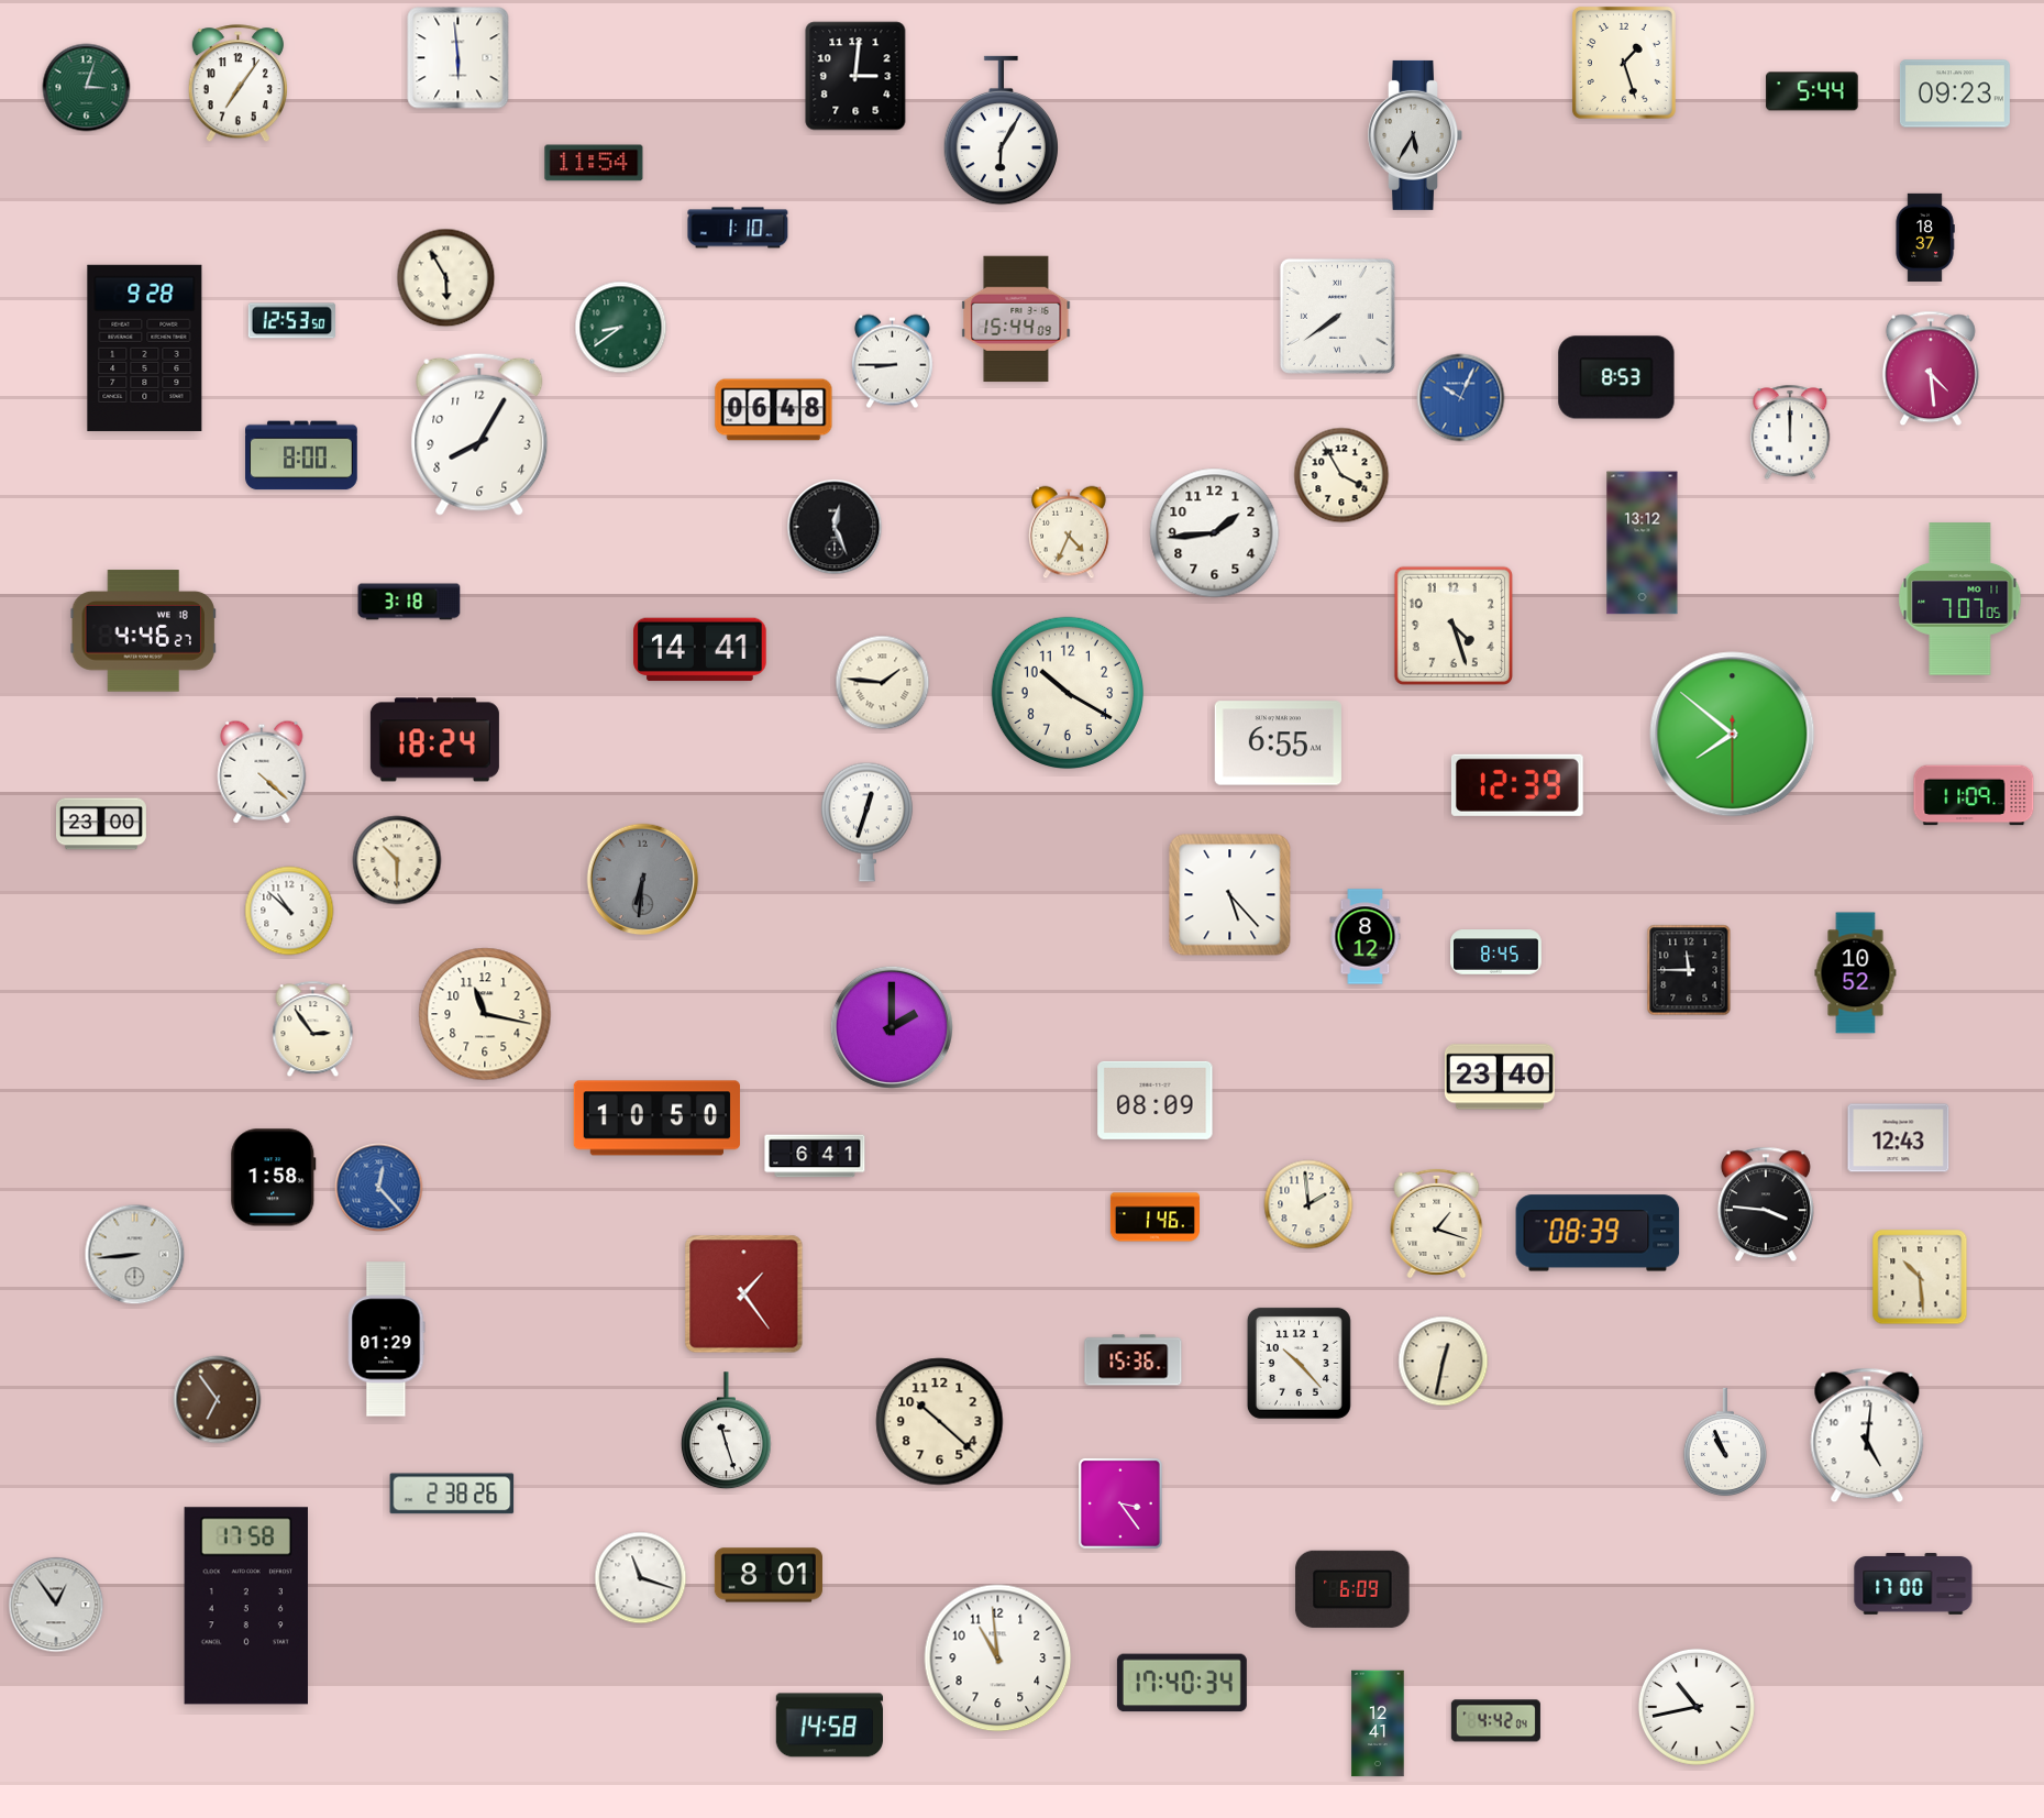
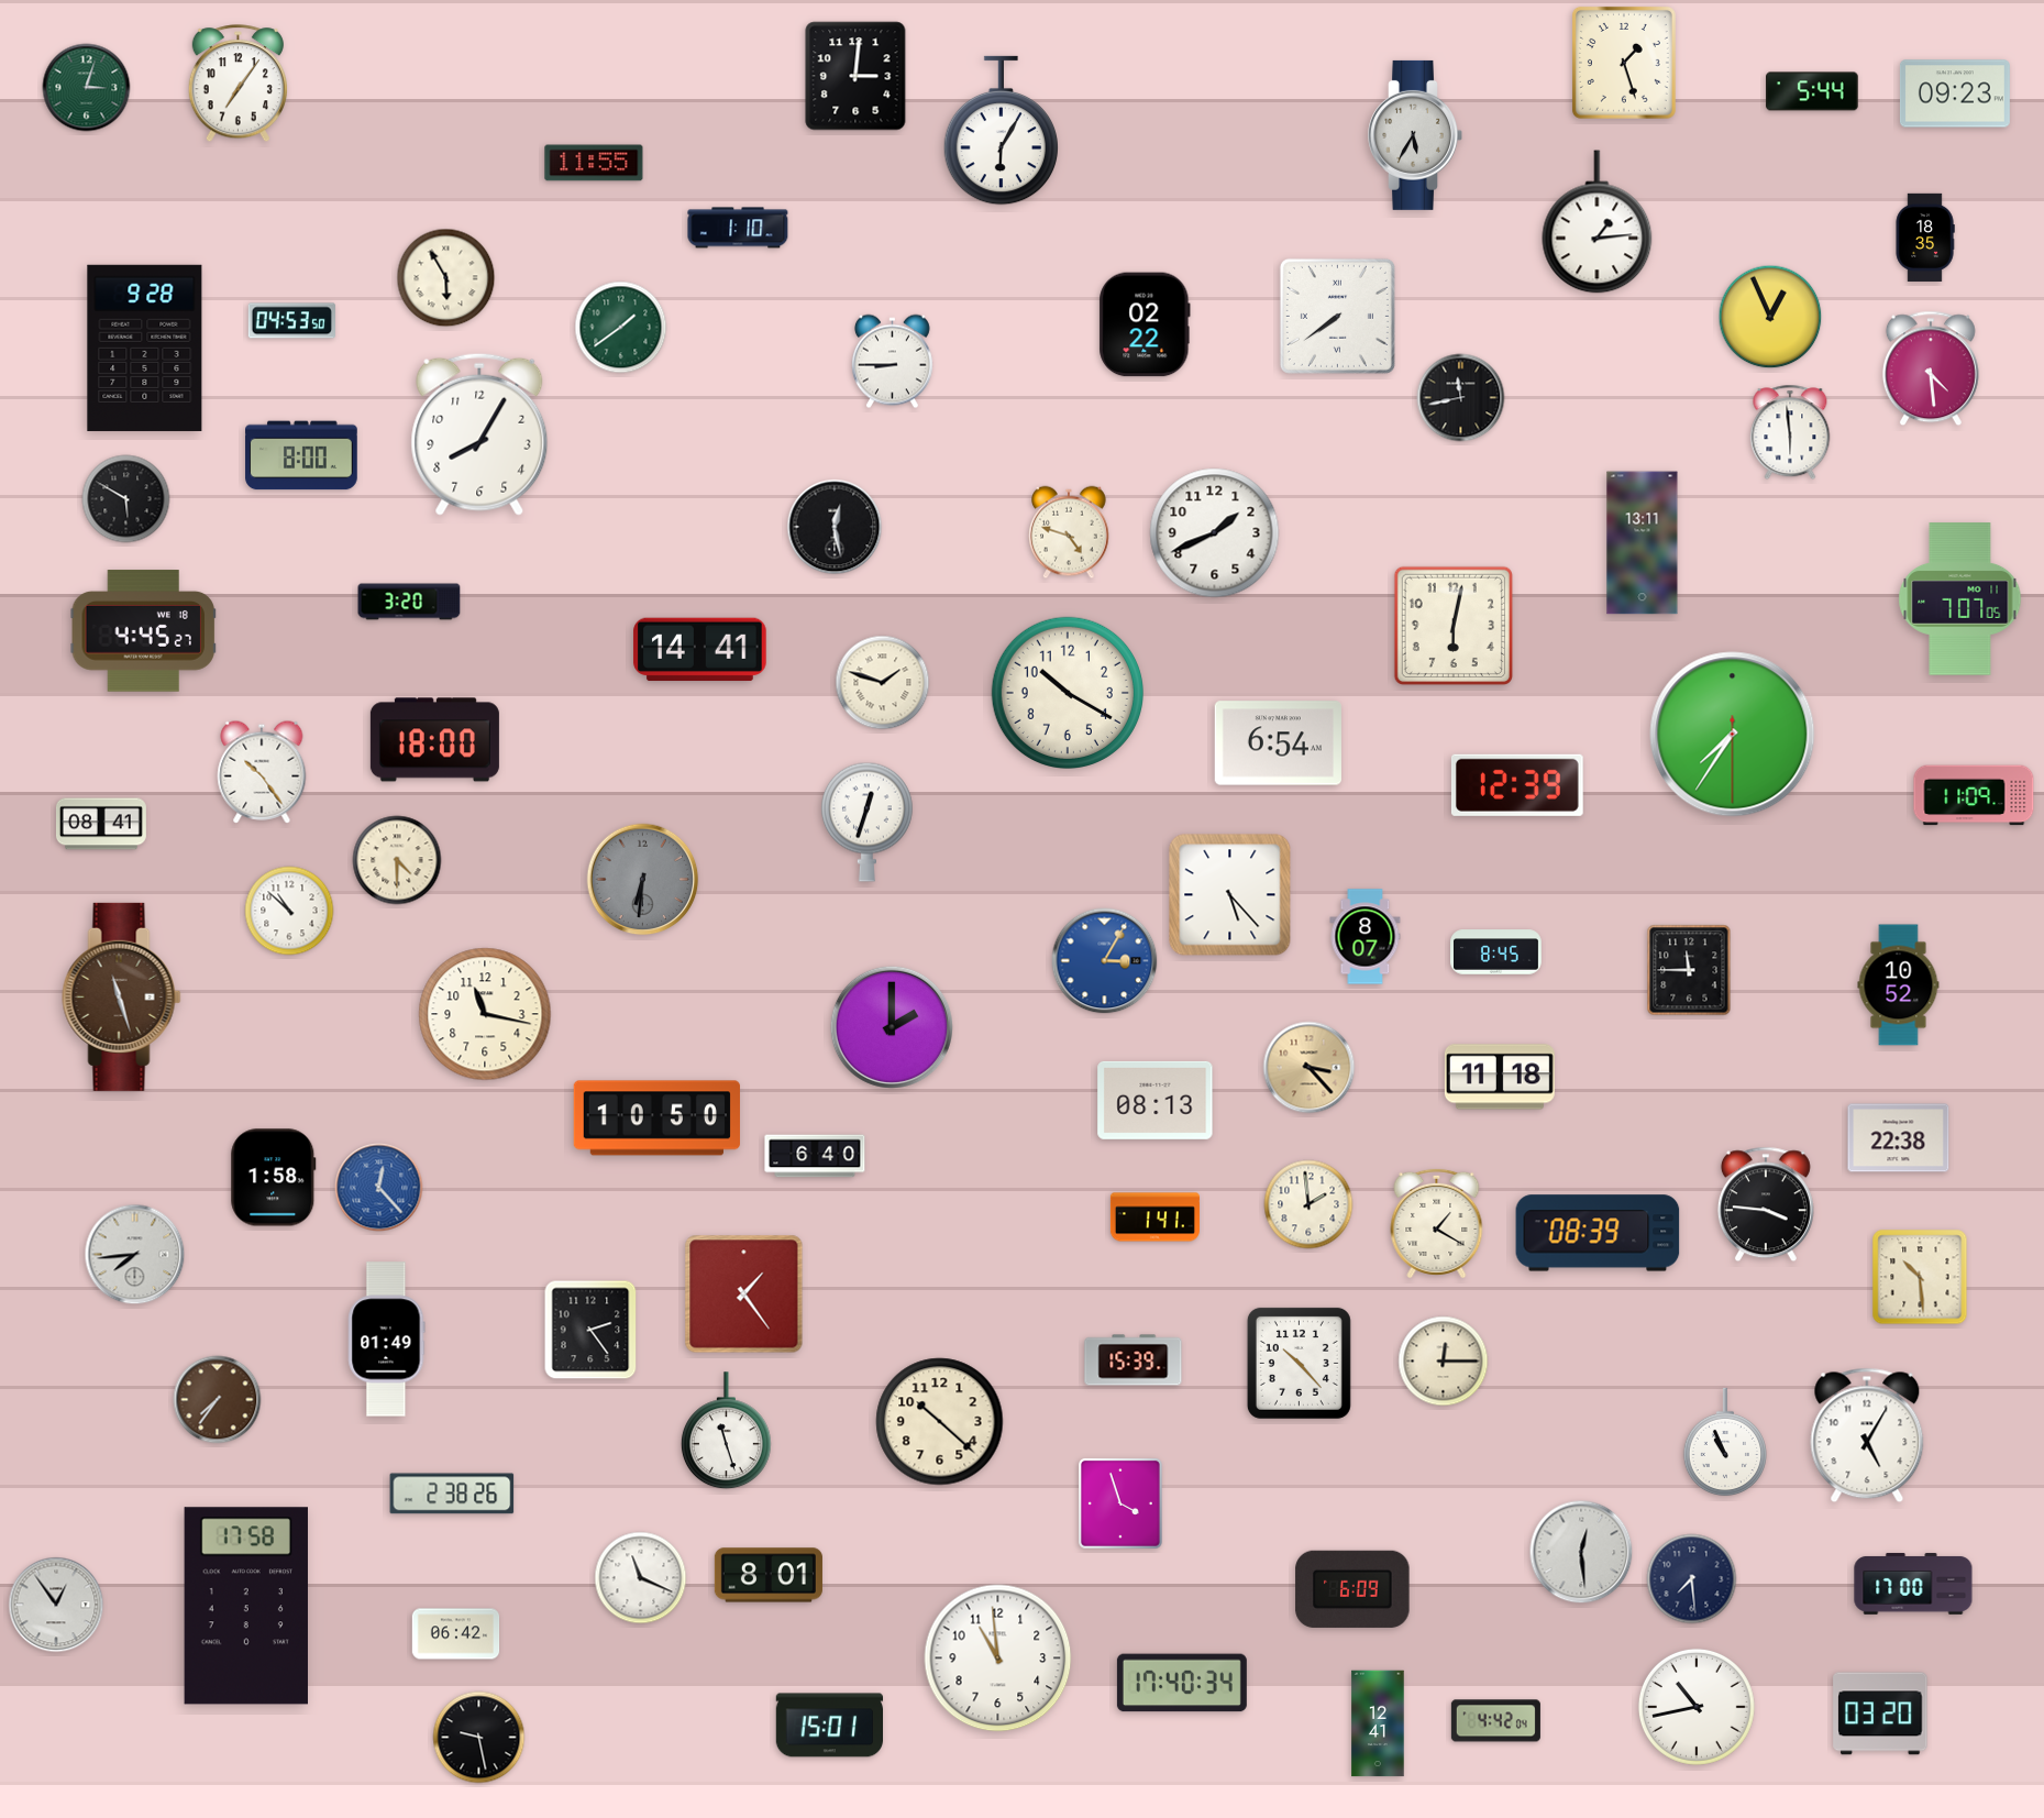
clock at (458, 58): 5:59 -> none
clock at (594, 163): 11:54 -> 11:55
clock at (1598, 222): none -> 1:14
clock at (1925, 238): 18:37 -> 18:35
clock at (1770, 317): none -> 12:56
clock at (1016, 319): 15:44 -> none
clock at (291, 321): 12:53 -> 04:53
clock at (1145, 324): none -> 02:22
clock at (621, 328): 8:39 -> 1:39
clock at (1616, 377): 8:53 -> none
clock at (1461, 398): 10:04 -> 11:43
clock at (1461, 398) dial: blue -> black
clock at (774, 410): 06:48 -> none
clock at (1790, 432): 12:00 -> 5:59
clock at (1341, 475): 3:55 -> none
clock at (126, 499): none -> 5:50
clock at (835, 527): 12:26 -> 12:28
clock at (1069, 532): 4:34 -> 4:48
clock at (1215, 533): 1:44 -> 1:41
clock at (1643, 543): 13:12 -> 13:11
clock at (409, 602): 3:18 -> 3:20
clock at (1454, 626): 4:27 -> 6:02
clock at (143, 631): 4:46 -> 4:45
clock at (883, 683): 1:46 -> 1:48
clock at (1733, 735): 7:51 -> 7:35
clock at (434, 740): 18:24 -> 18:00
clock at (1278, 743): 6:55 -> 6:54
clock at (262, 772): 4:22 -> 10:24
clock at (101, 824): 23:00 -> 08:41
clock at (397, 860): 10:30 -> 4:30
clock at (1366, 937): 8:12 -> 8:07
clock at (1105, 961): none -> 3:05
clock at (1856, 973) position: (1856, 973) -> (1899, 985)
clock at (122, 996): none -> 11:27
clock at (313, 1029): 2:54 -> none
clock at (1310, 1068): none -> 3:23
clock at (1500, 1077): 23:40 -> 11:18
clock at (1156, 1100): 08:09 -> 08:13
clock at (1899, 1138): 12:43 -> 22:38
clock at (815, 1156): 6:41 -> 6:40
clock at (1154, 1217): 1:46 -> 1:41
clock at (1437, 1223): 1:18 -> 1:20
clock at (135, 1255): 8:44 -> 7:44
clock at (590, 1330): none -> 2:24
clock at (387, 1340): 01:29 -> 01:49
clock at (1134, 1360): 15:36 -> 15:39
clock at (1444, 1362): 12:32 -> 12:15
clock at (218, 1400): 6:54 -> 7:36
clock at (1867, 1435): 5:01 -> 5:05
clock at (1120, 1503): 3:24 -> 3:57
clock at (1581, 1552): none -> 12:29
clock at (641, 1578): 11:18 -> 11:19
clock at (1692, 1579): none -> 7:29
clock at (456, 1634): none -> 06:42
clock at (1880, 1714): none -> 03:20
clock at (829, 1726): 14:58 -> 15:01
clock at (479, 1738): none -> 9:28
